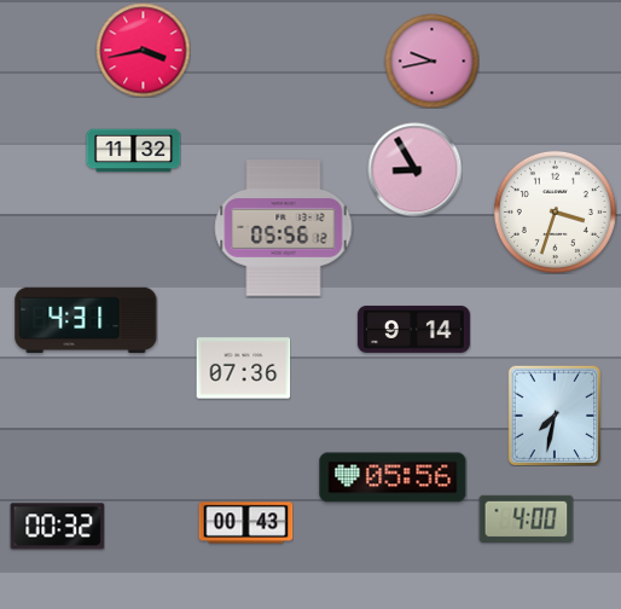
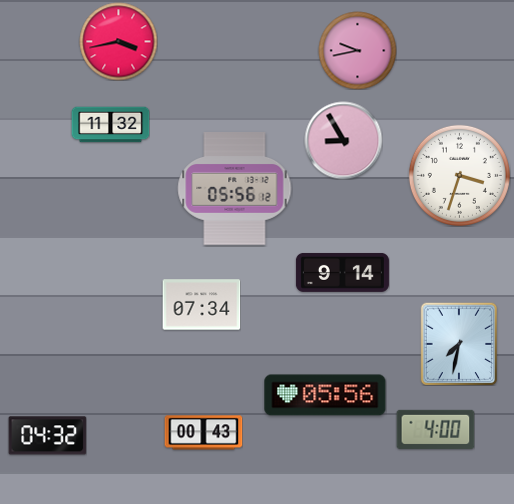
clock at (86, 320): 4:31 -> none
clock at (243, 369): 07:36 -> 07:34
clock at (57, 527): 00:32 -> 04:32
